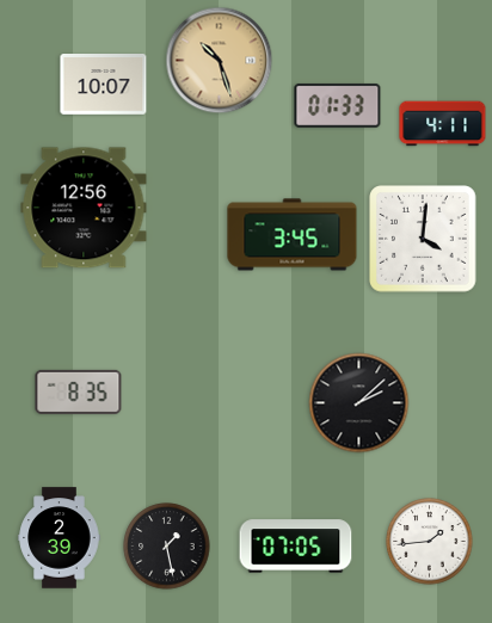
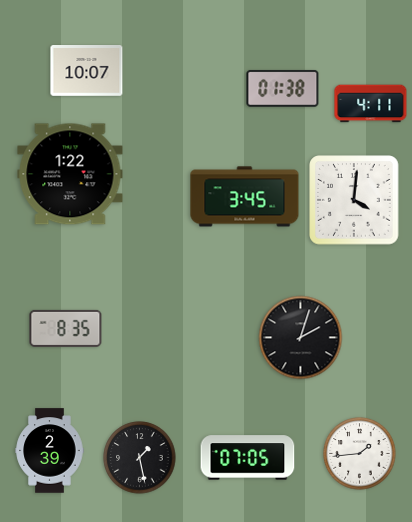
clock at (220, 61): 10:27 -> none
clock at (338, 105): 01:33 -> 01:38
clock at (84, 208): 12:56 -> 1:22
clock at (359, 403): 2:08 -> 2:03
